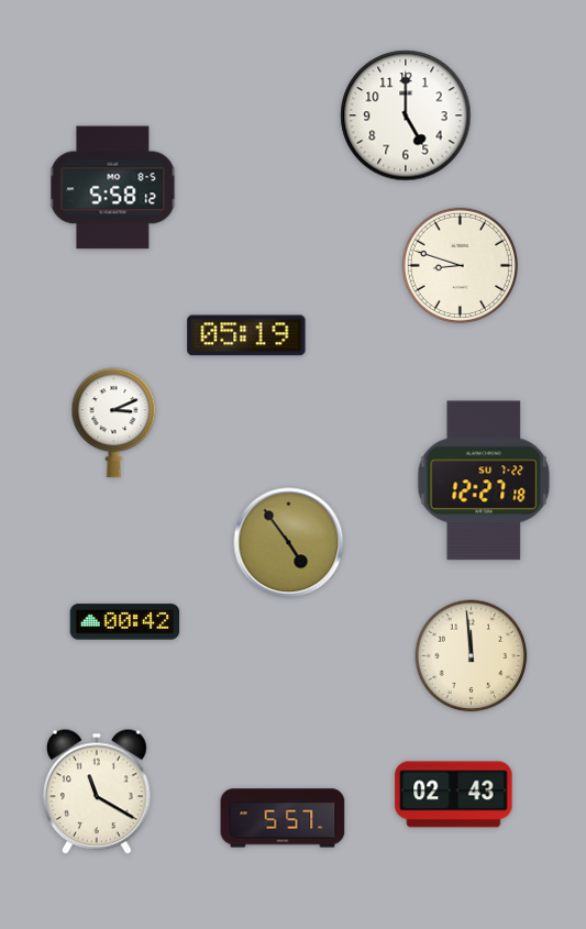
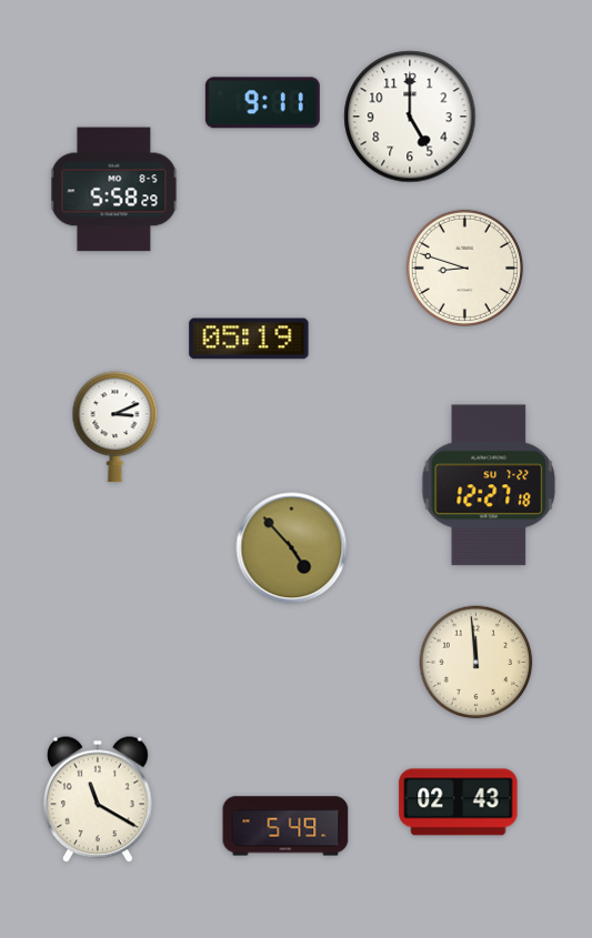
clock at (262, 103): none -> 9:11
clock at (113, 188): 5:58:12 -> 5:58:29
clock at (289, 543): 4:54 -> 4:53
clock at (125, 622): 00:42 -> none
clock at (283, 818): 5:57 -> 5:49
